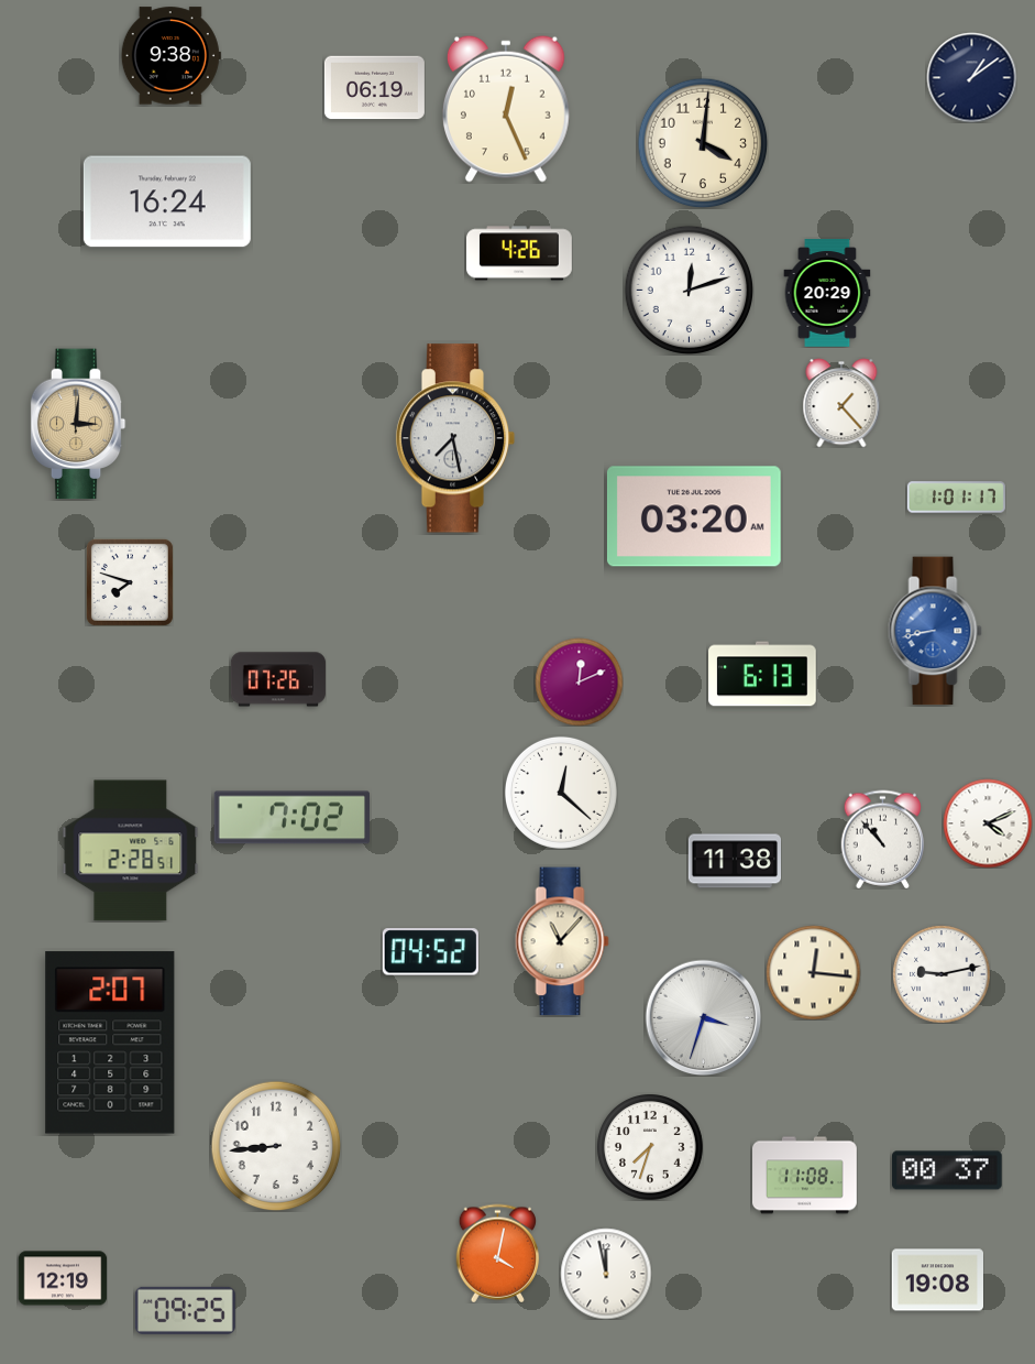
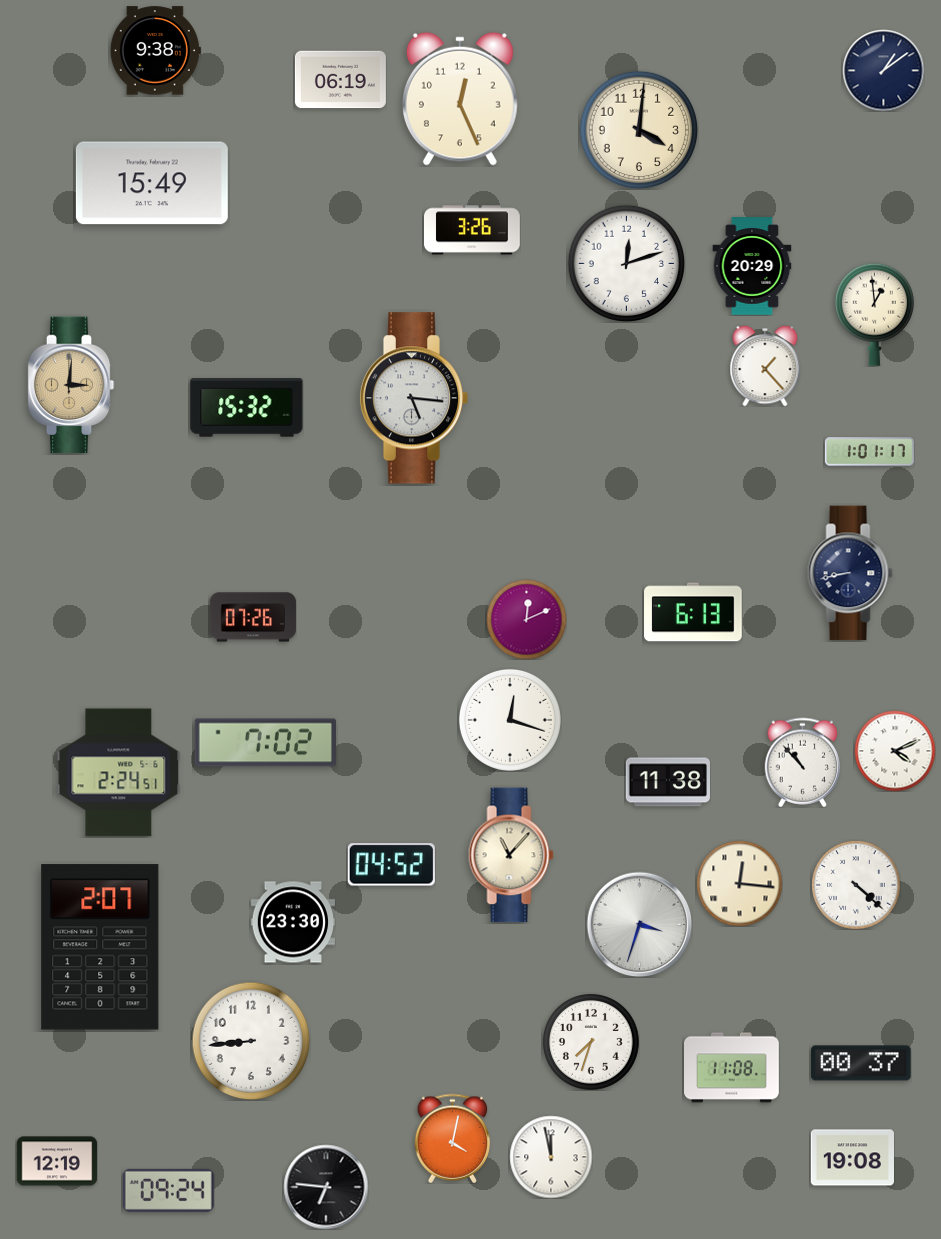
clock at (167, 201): 16:24 -> 15:49
clock at (520, 253): 4:26 -> 3:26
clock at (874, 314): none -> 12:59
clock at (455, 438): 7:28 -> 5:16
clock at (247, 408): none -> 15:32
clock at (694, 516): 03:20 -> none
clock at (130, 582): 7:48 -> none
clock at (935, 631) dial: blue -> navy
clock at (561, 793): 12:22 -> 12:18
clock at (988, 823) position: (988, 823) -> (895, 751)
clock at (131, 851): 2:28 -> 2:24
clock at (942, 974): 9:13 -> 4:22
clock at (292, 922): none -> 23:30
clock at (937, 1280) position: (937, 1280) -> (852, 1158)
clock at (326, 1187): none -> 6:46
clock at (185, 1310): 09:25 -> 09:24
